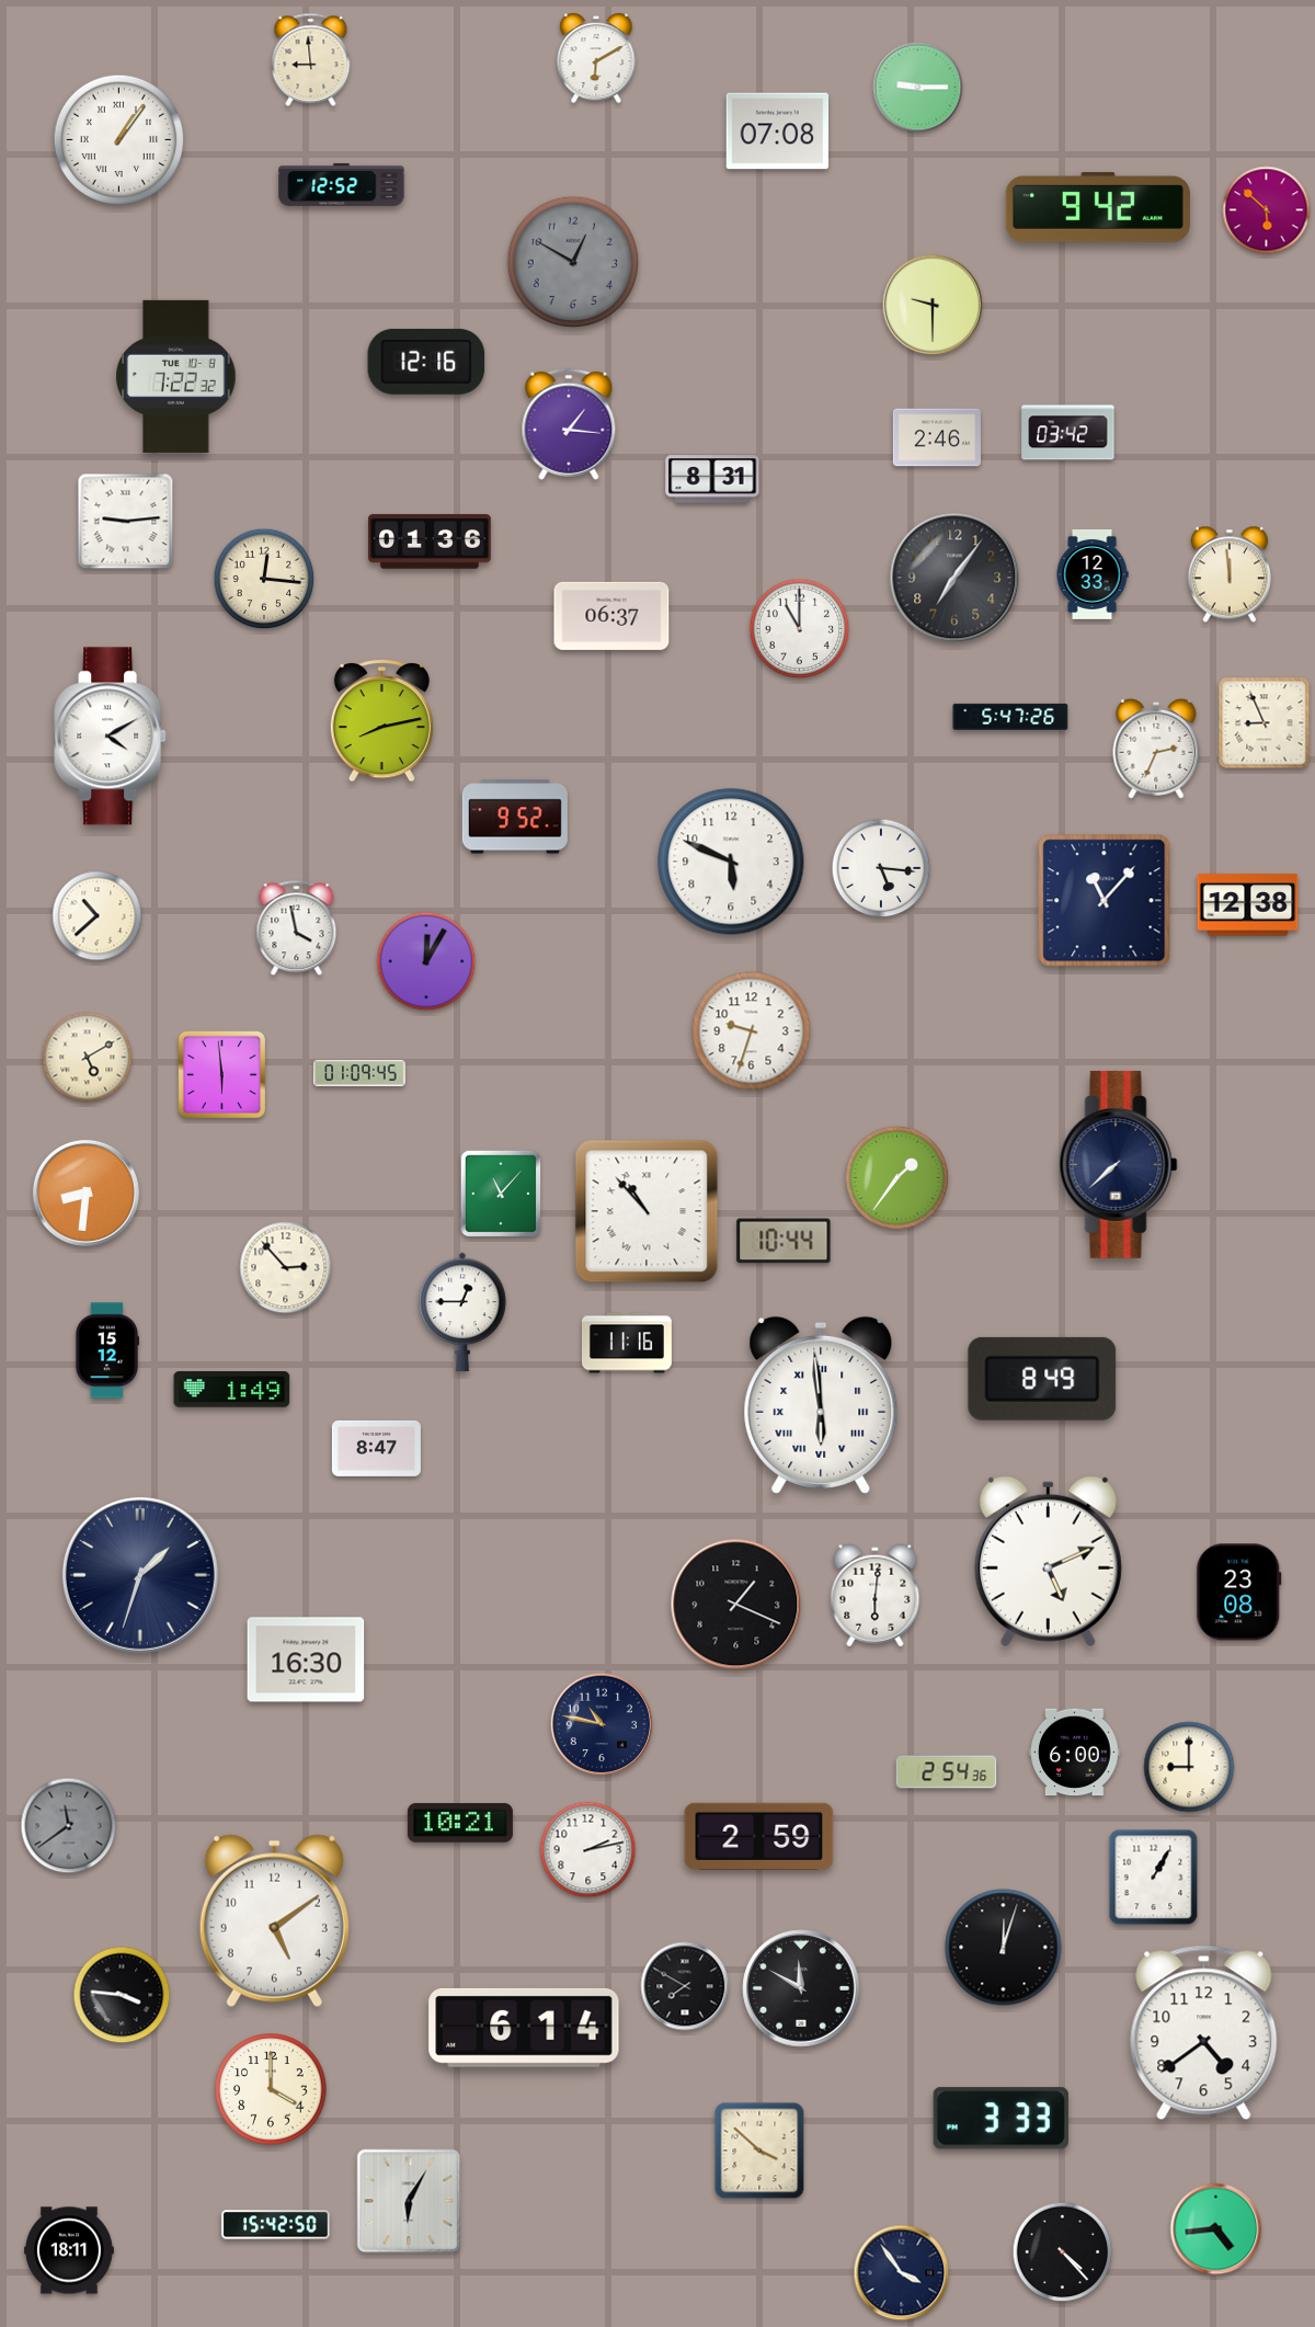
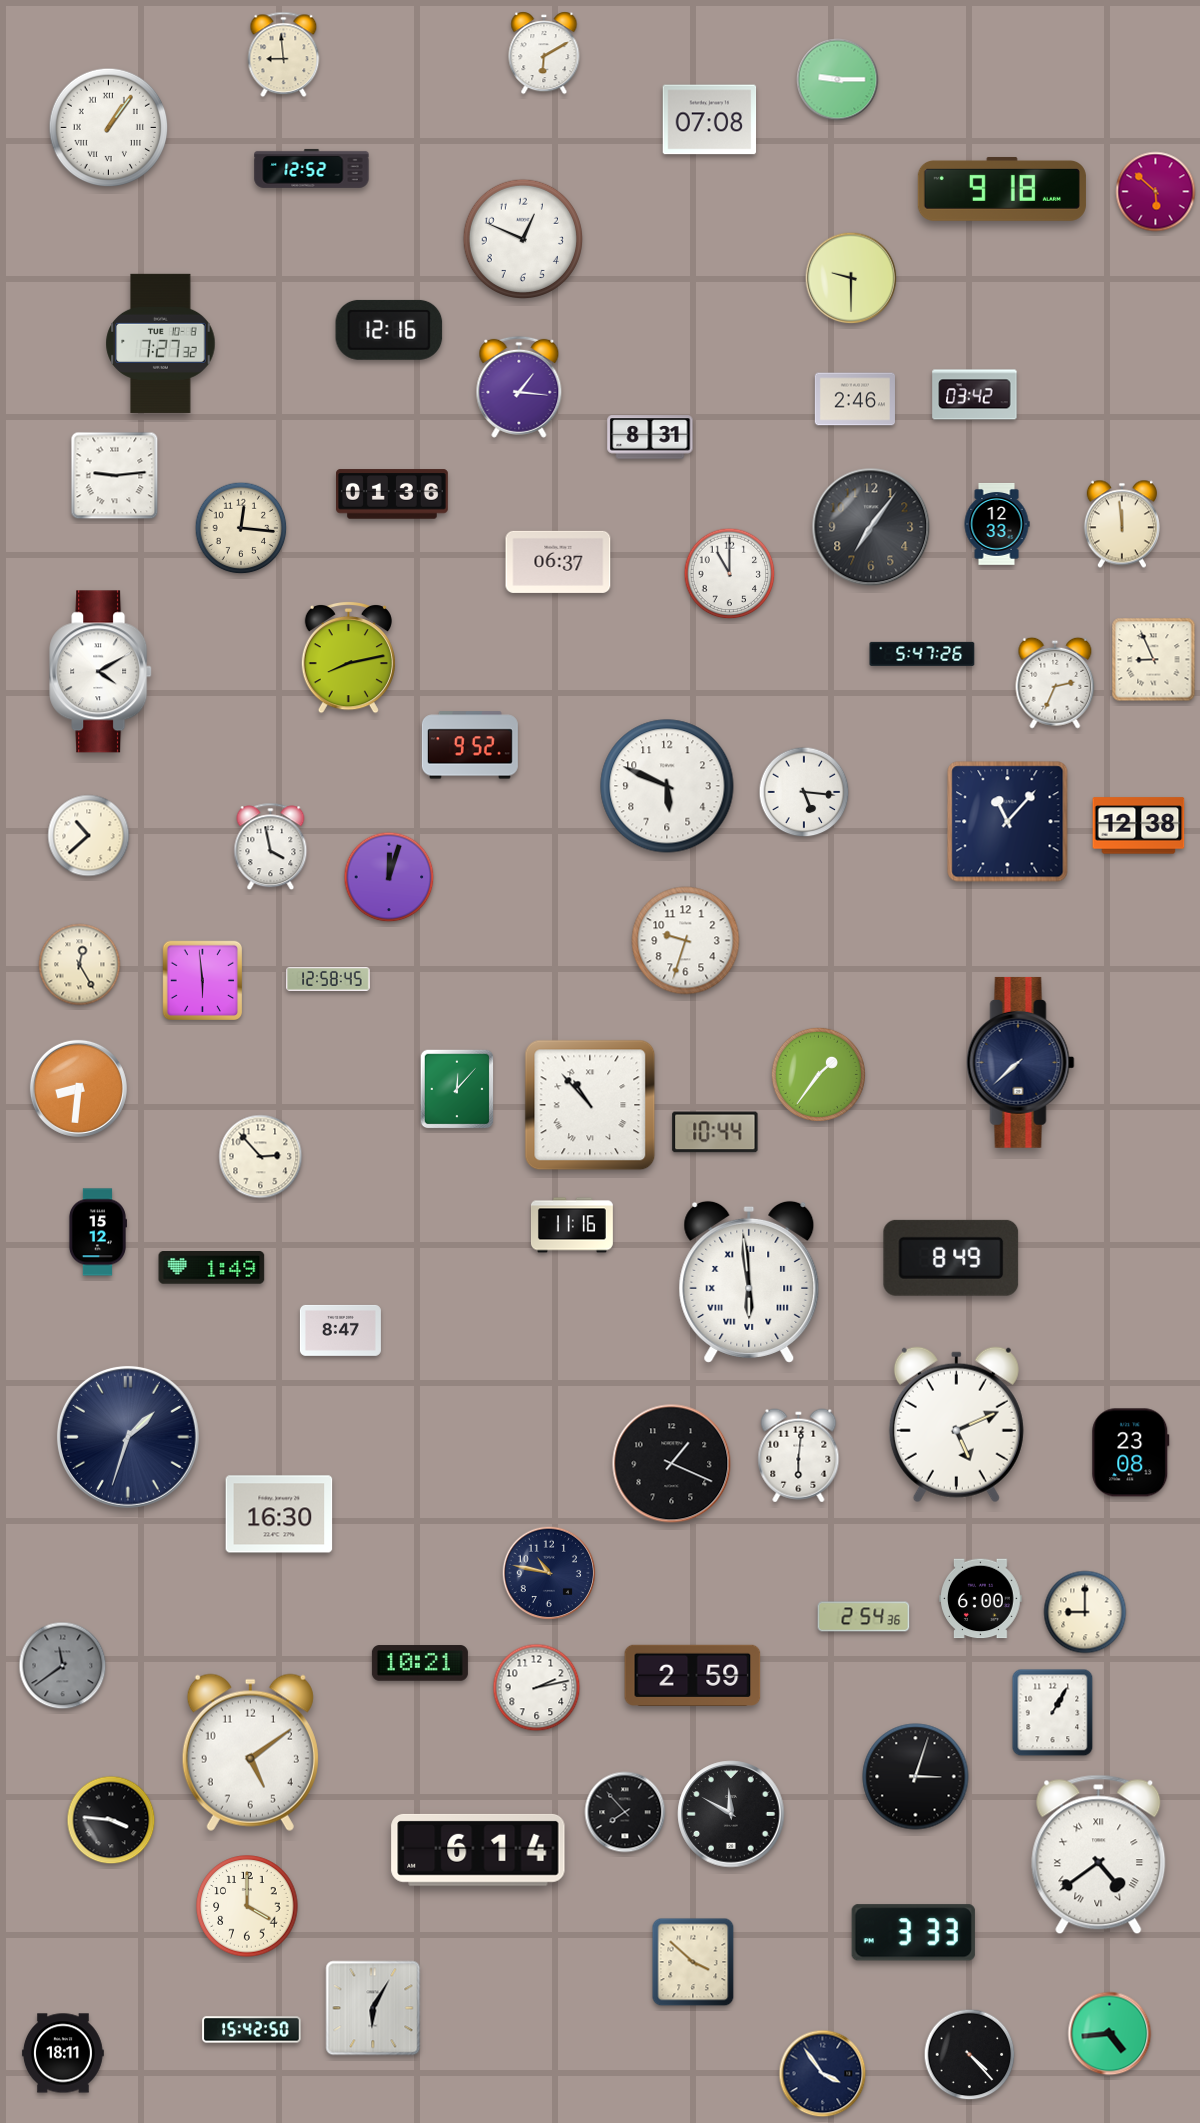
clock at (1098, 207): 9:42 -> 9:18
clock at (572, 261): 12:50 -> 12:49
clock at (572, 261) dial: grey -> white
clock at (176, 376): 7:22 -> 7:27
clock at (426, 961): 12:05 -> 12:03
clock at (88, 1058): 5:10 -> 12:25
clock at (359, 1073): 01:09 -> 12:58
clock at (501, 1194): 11:07 -> 12:07
clock at (462, 1312): 12:45 -> none
clock at (376, 1448) position: (376, 1448) -> (340, 1330)
clock at (1004, 1948): 12:03 -> 3:03
clock at (685, 1986): 7:50 -> 7:53
clock at (1204, 2033) numerals: Arabic -> Roman
